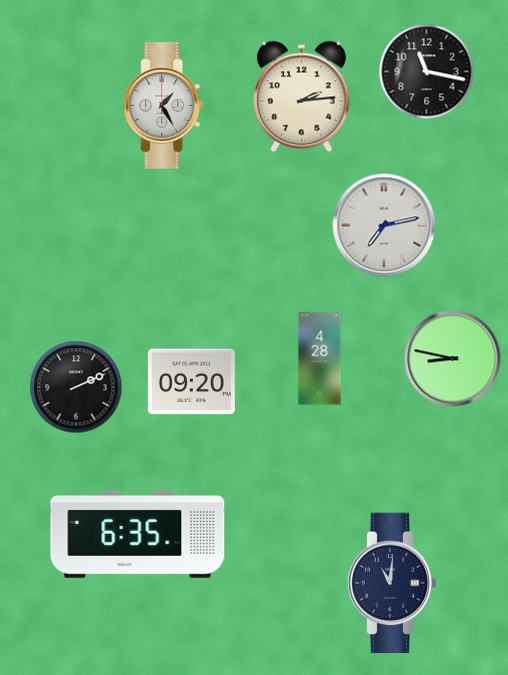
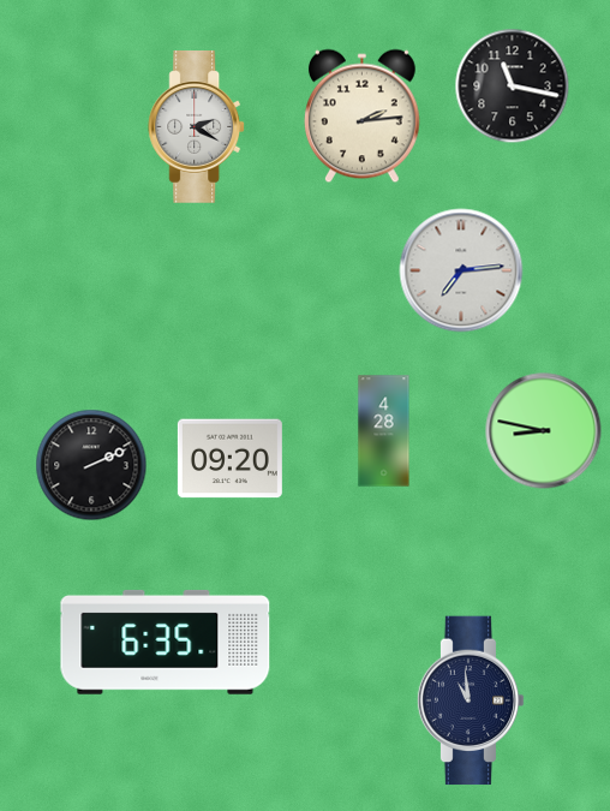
clock at (164, 106): 1:25 -> 2:20
clock at (384, 225): 7:13 -> 7:14
clock at (392, 583): 11:01 -> 10:59
